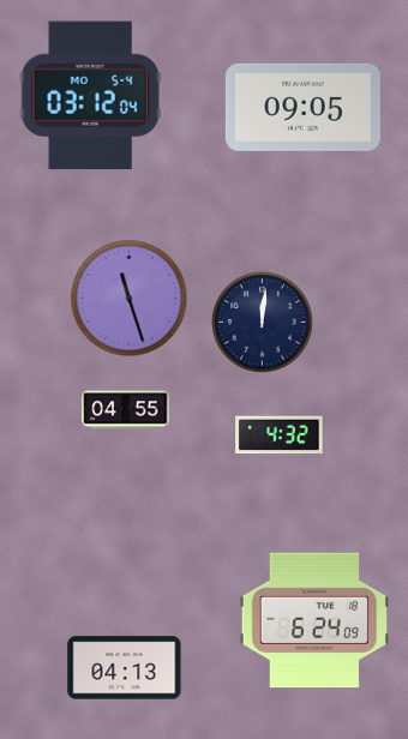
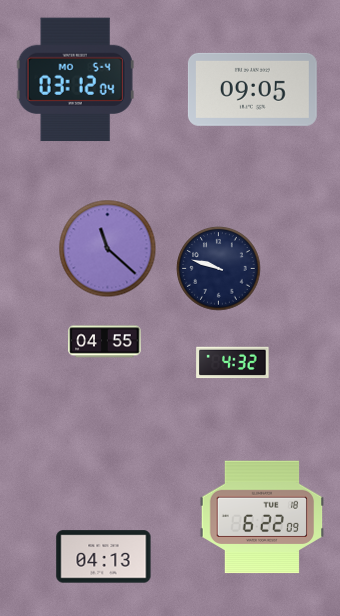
clock at (130, 299): 11:27 -> 11:22
clock at (263, 323): 12:01 -> 9:48
clock at (314, 620): 6:24 -> 6:22
